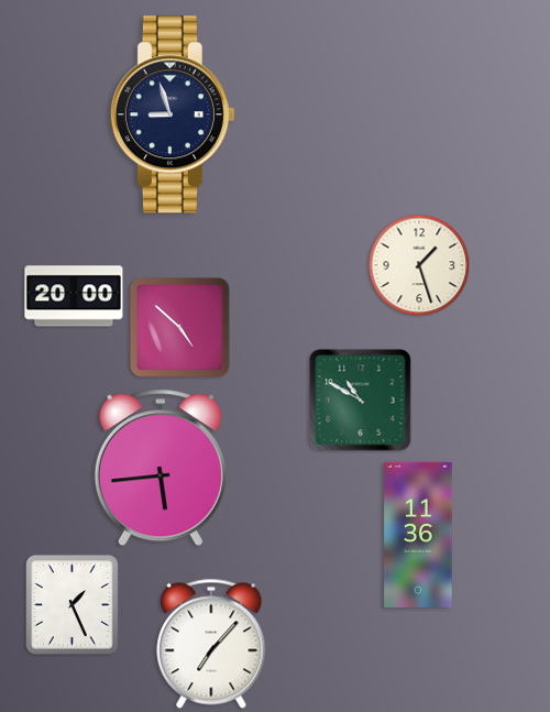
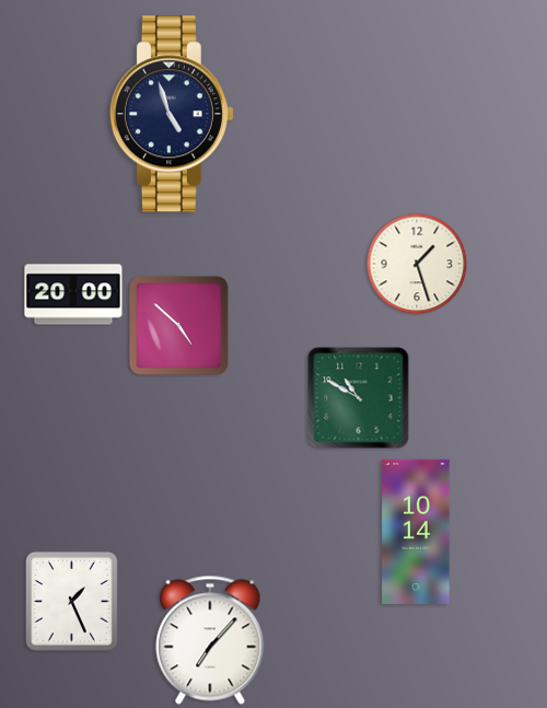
clock at (173, 114): 8:57 -> 4:57
clock at (161, 468): 5:44 -> none
clock at (418, 535): 11:36 -> 10:14
